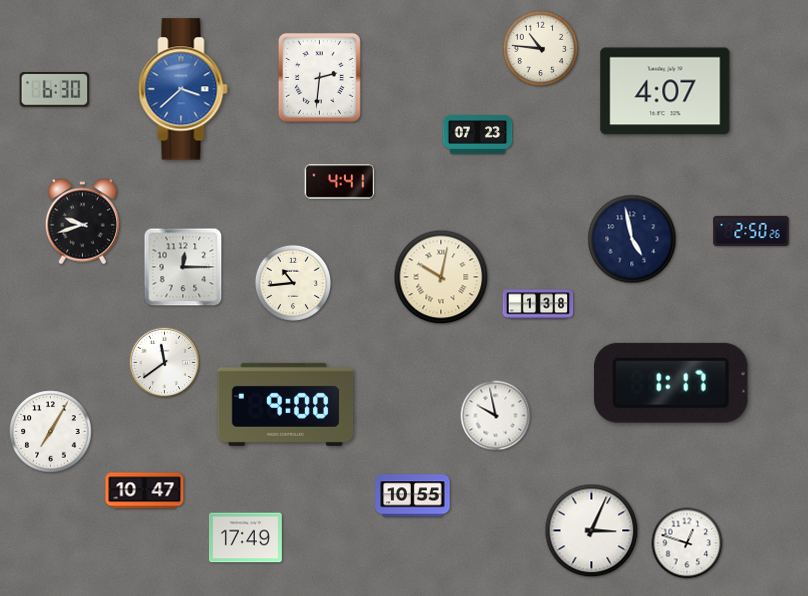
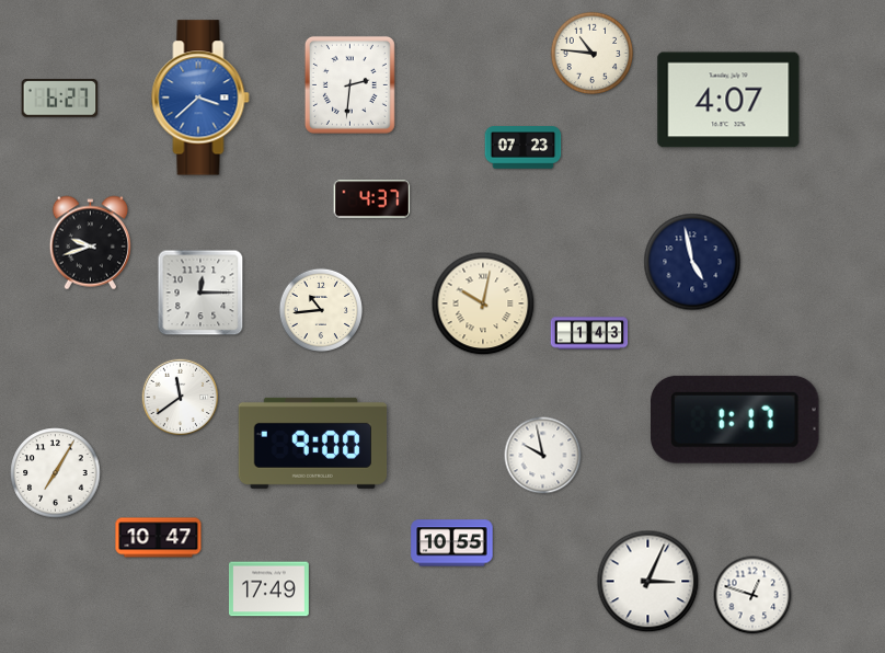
clock at (55, 90): 6:30 -> 6:27
clock at (340, 182): 4:41 -> 4:37
clock at (751, 231): 2:50 -> none
clock at (538, 304): 1:38 -> 1:43
